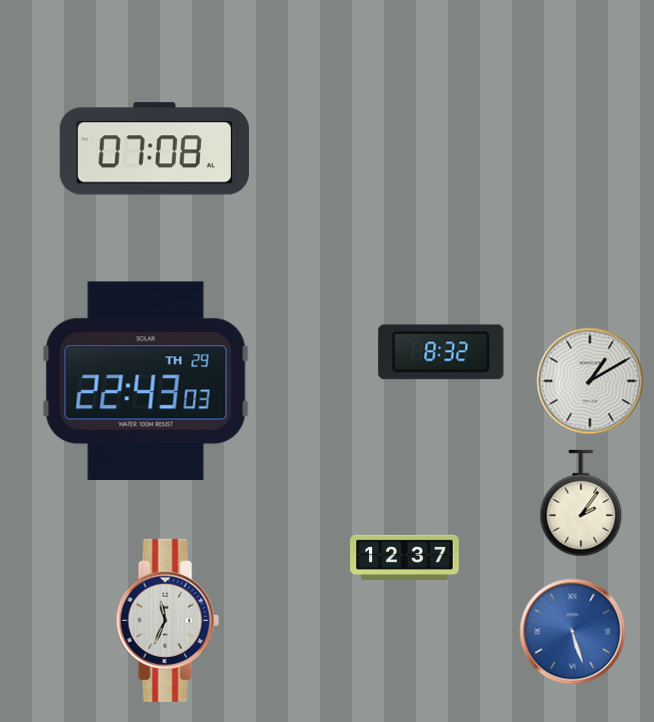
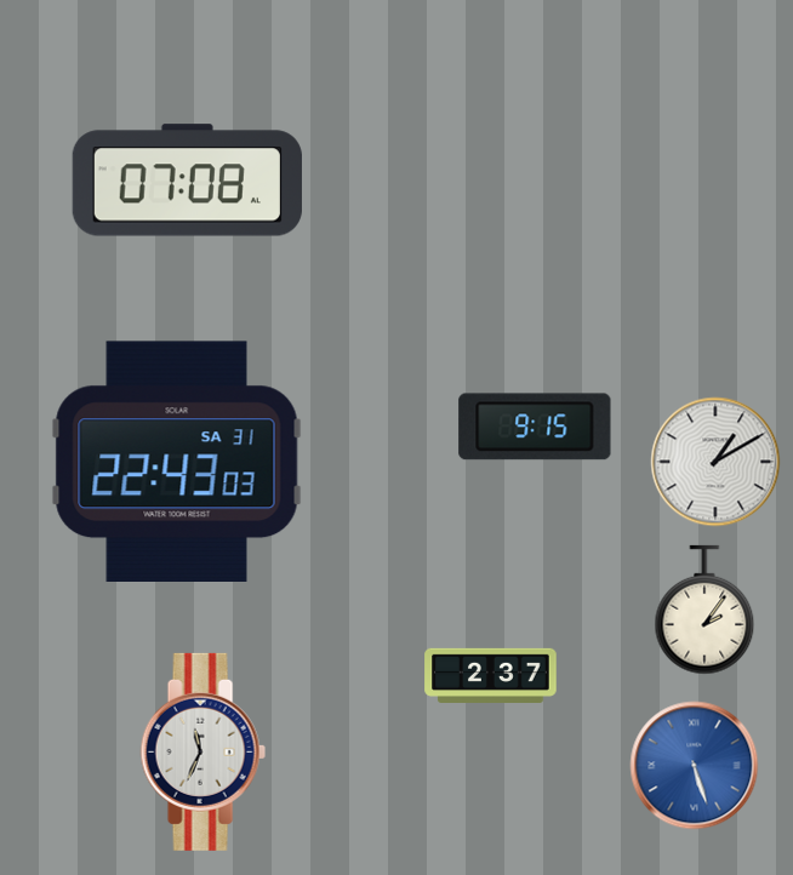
clock at (441, 352): 8:32 -> 9:15
clock at (146, 380) date: TH 29 -> SA 31
clock at (405, 557): 12:37 -> 2:37
